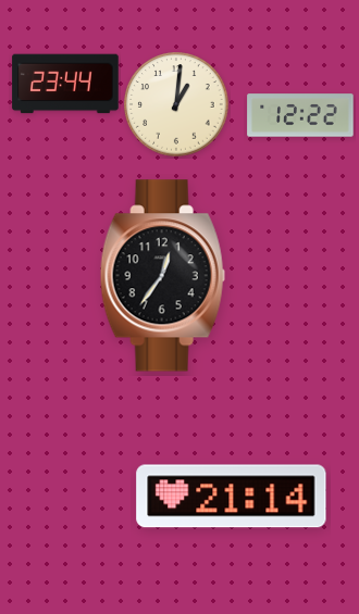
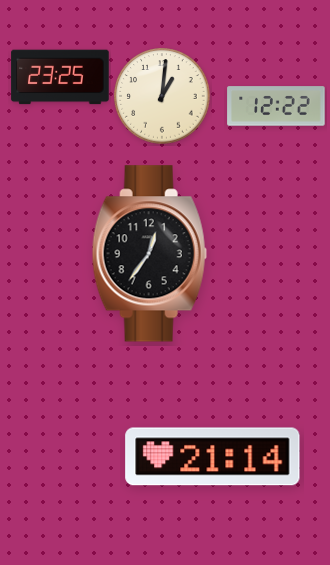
clock at (65, 84): 23:44 -> 23:25
